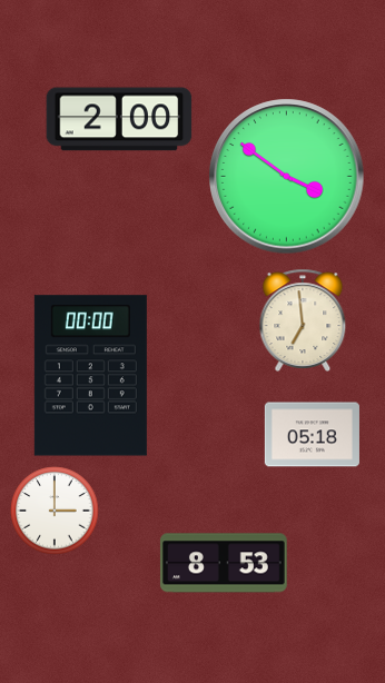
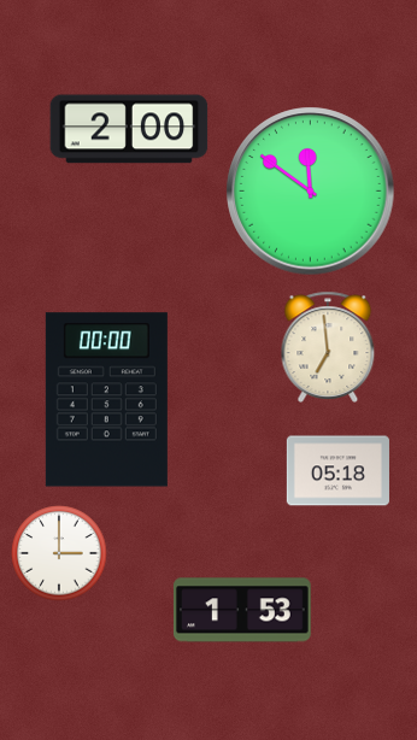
clock at (287, 177): 3:51 -> 11:51
clock at (90, 376) position: (90, 376) -> (106, 400)
clock at (224, 563): 8:53 -> 1:53
